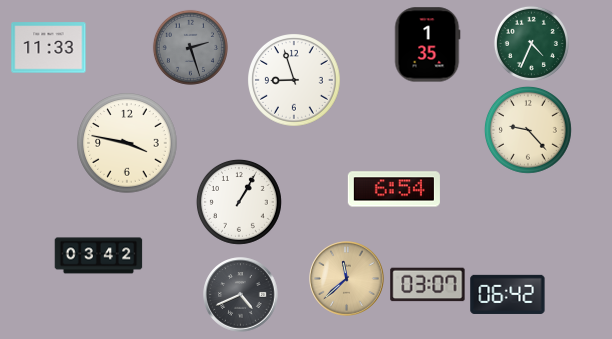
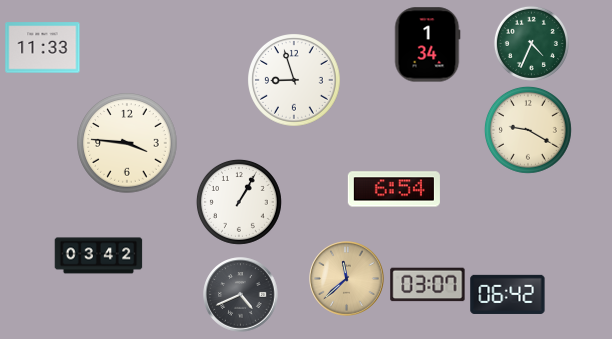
clock at (427, 45): 1:35 -> 1:34
clock at (190, 47): 2:27 -> none
clock at (49, 48) position: (49, 48) -> (43, 48)
clock at (528, 130): 9:23 -> 9:20
clock at (127, 143): 3:47 -> 3:46
